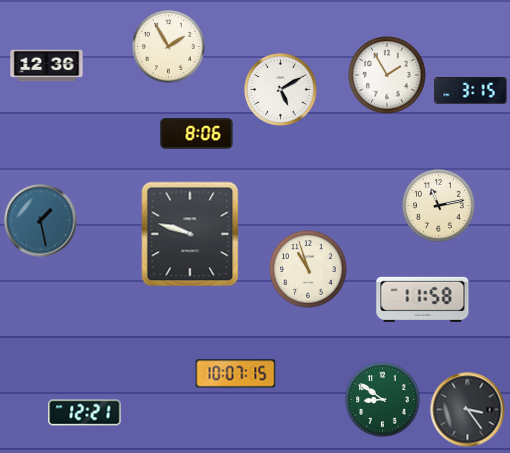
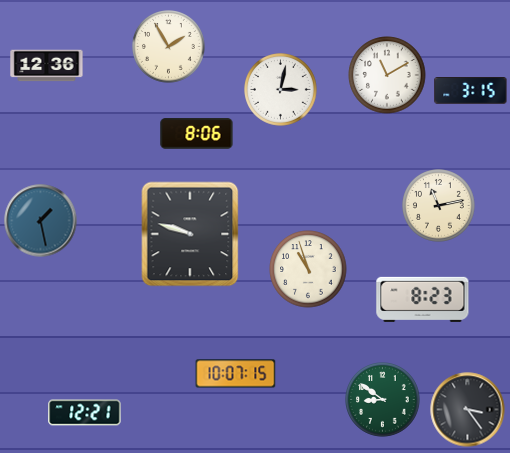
clock at (387, 75): 1:55 -> 11:10
clock at (281, 90): 5:10 -> 3:02
clock at (423, 299): 11:58 -> 8:23
